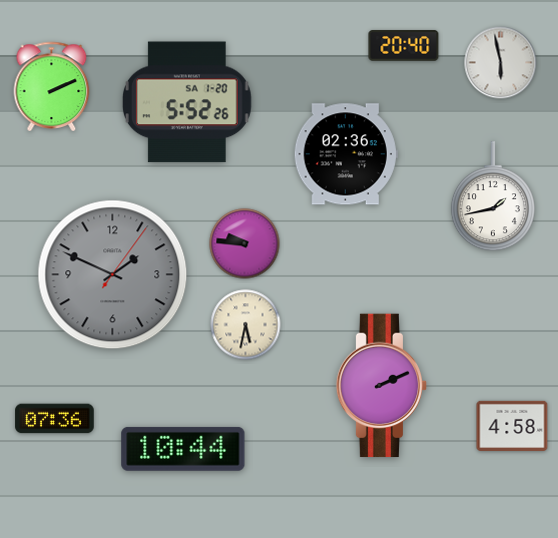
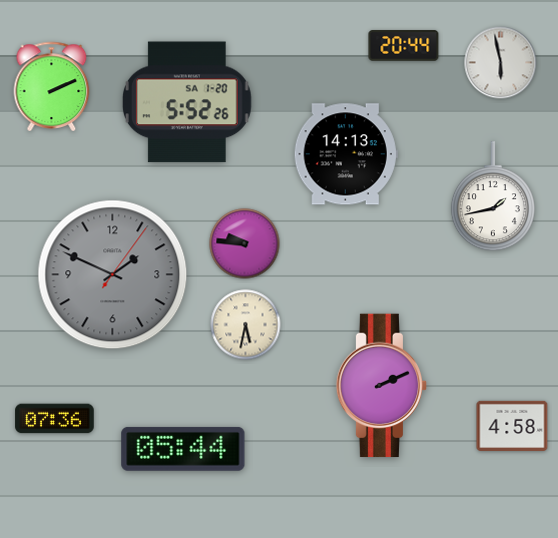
clock at (404, 46): 20:40 -> 20:44
clock at (346, 154): 02:36 -> 14:13
clock at (183, 449): 10:44 -> 05:44
